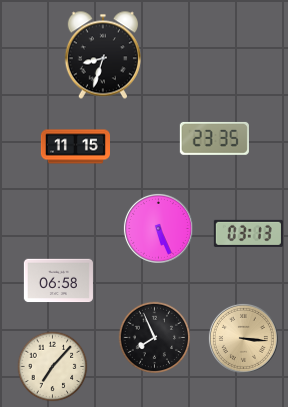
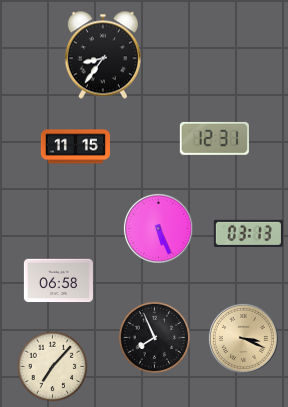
clock at (103, 55): 8:33 -> 8:36
clock at (214, 138): 23:35 -> 12:31
clock at (243, 338): 3:16 -> 3:19
